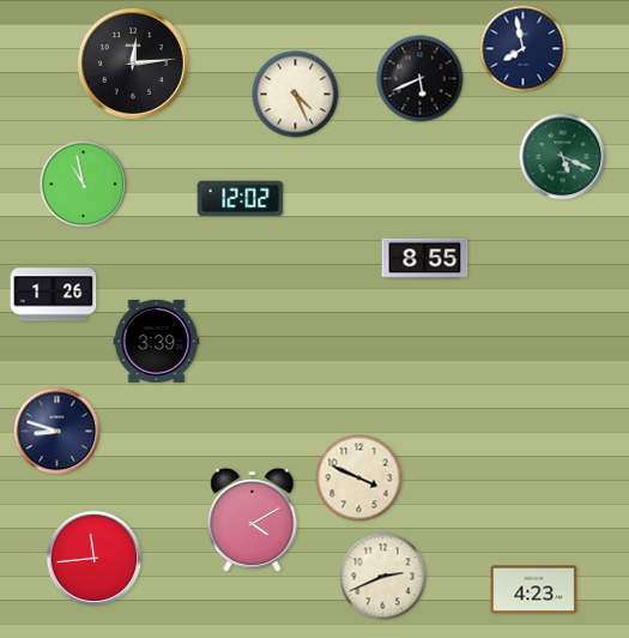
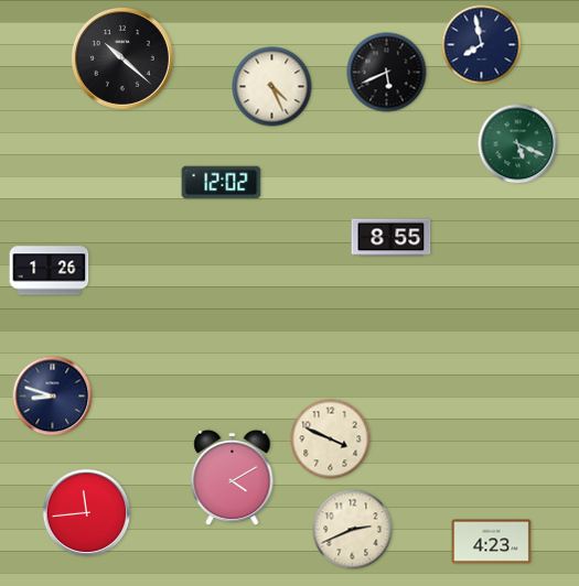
clock at (133, 64): 12:14 -> 10:22
clock at (84, 185): 10:58 -> none
clock at (157, 341): 3:39 -> none
